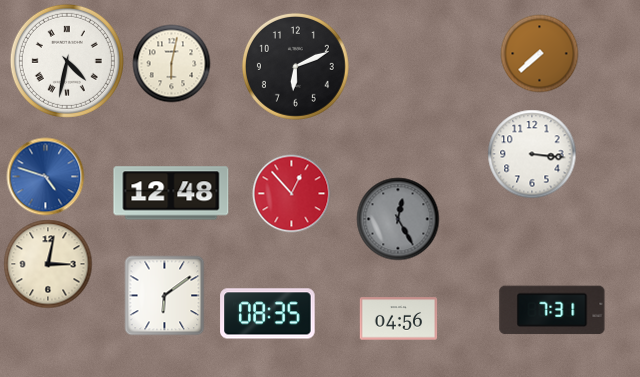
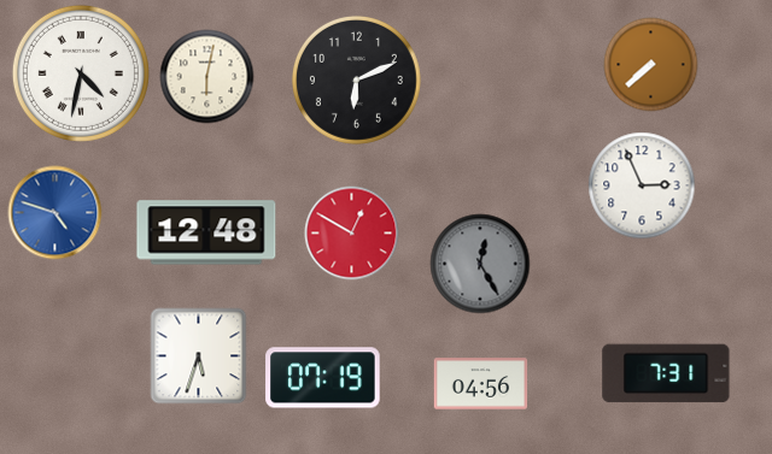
clock at (532, 154): 3:16 -> 2:56
clock at (291, 193): 12:53 -> 12:50
clock at (48, 264): 3:02 -> none
clock at (164, 295): 6:09 -> 5:33
clock at (268, 314): 08:35 -> 07:19
